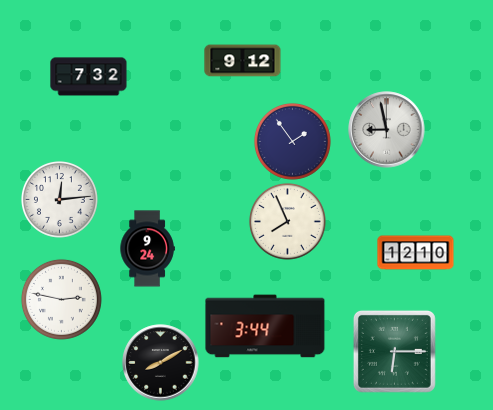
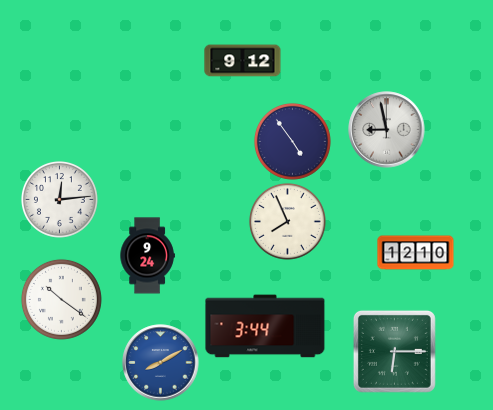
clock at (89, 77): 7:32 -> none
clock at (292, 141): 1:54 -> 4:54
clock at (147, 249) position: (147, 249) -> (147, 256)
clock at (61, 299): 2:47 -> 10:21
clock at (161, 363) dial: black -> blue
